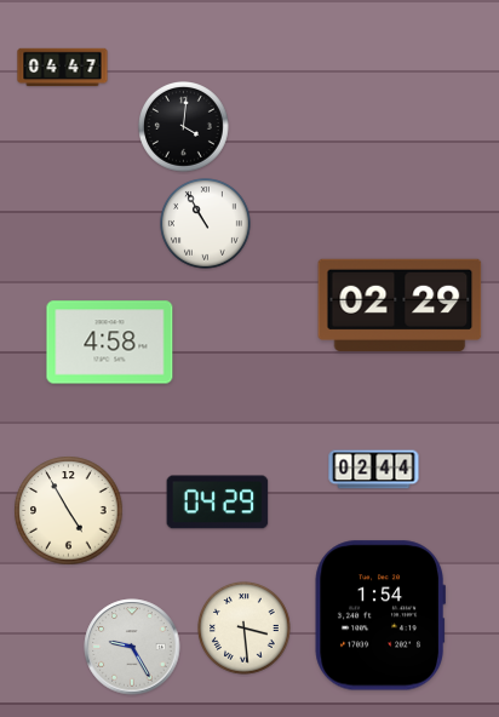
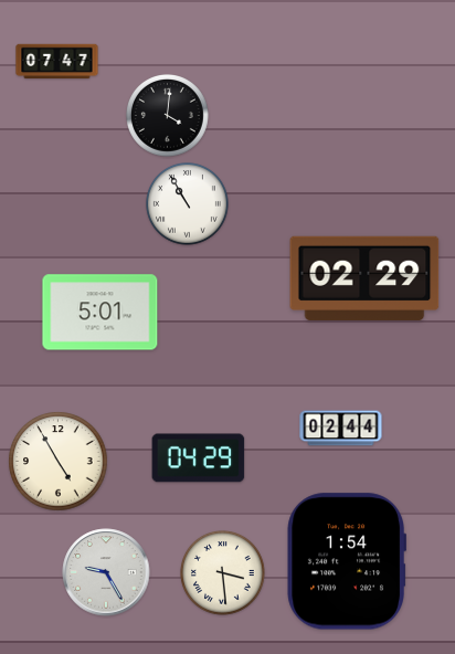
clock at (63, 68): 04:47 -> 07:47
clock at (110, 343): 4:58 -> 5:01
clock at (69, 511) position: (69, 511) -> (59, 462)
clock at (132, 647) position: (132, 647) -> (106, 572)
